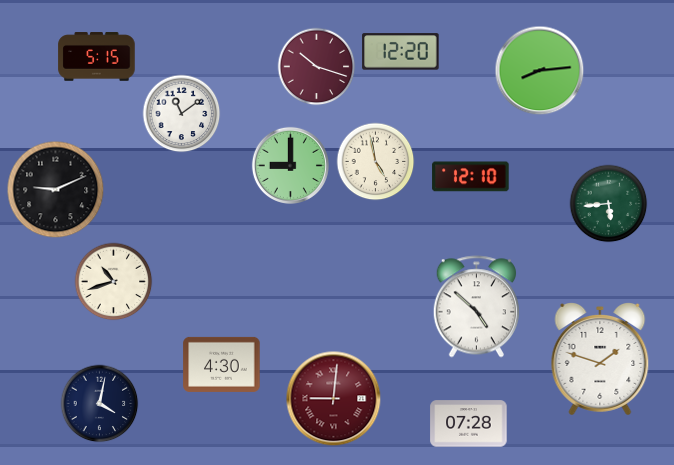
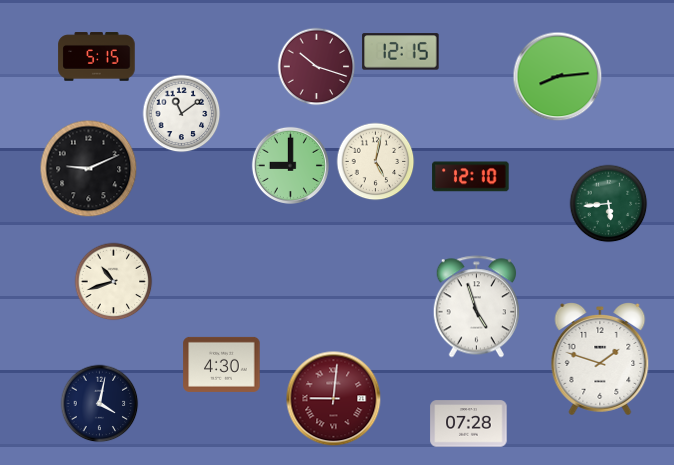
clock at (401, 52): 12:20 -> 12:15
clock at (539, 70) position: (539, 70) -> (557, 76)
clock at (375, 161): 4:58 -> 5:02
clock at (55, 189) position: (55, 189) -> (88, 168)
clock at (476, 307): 4:52 -> 4:57
